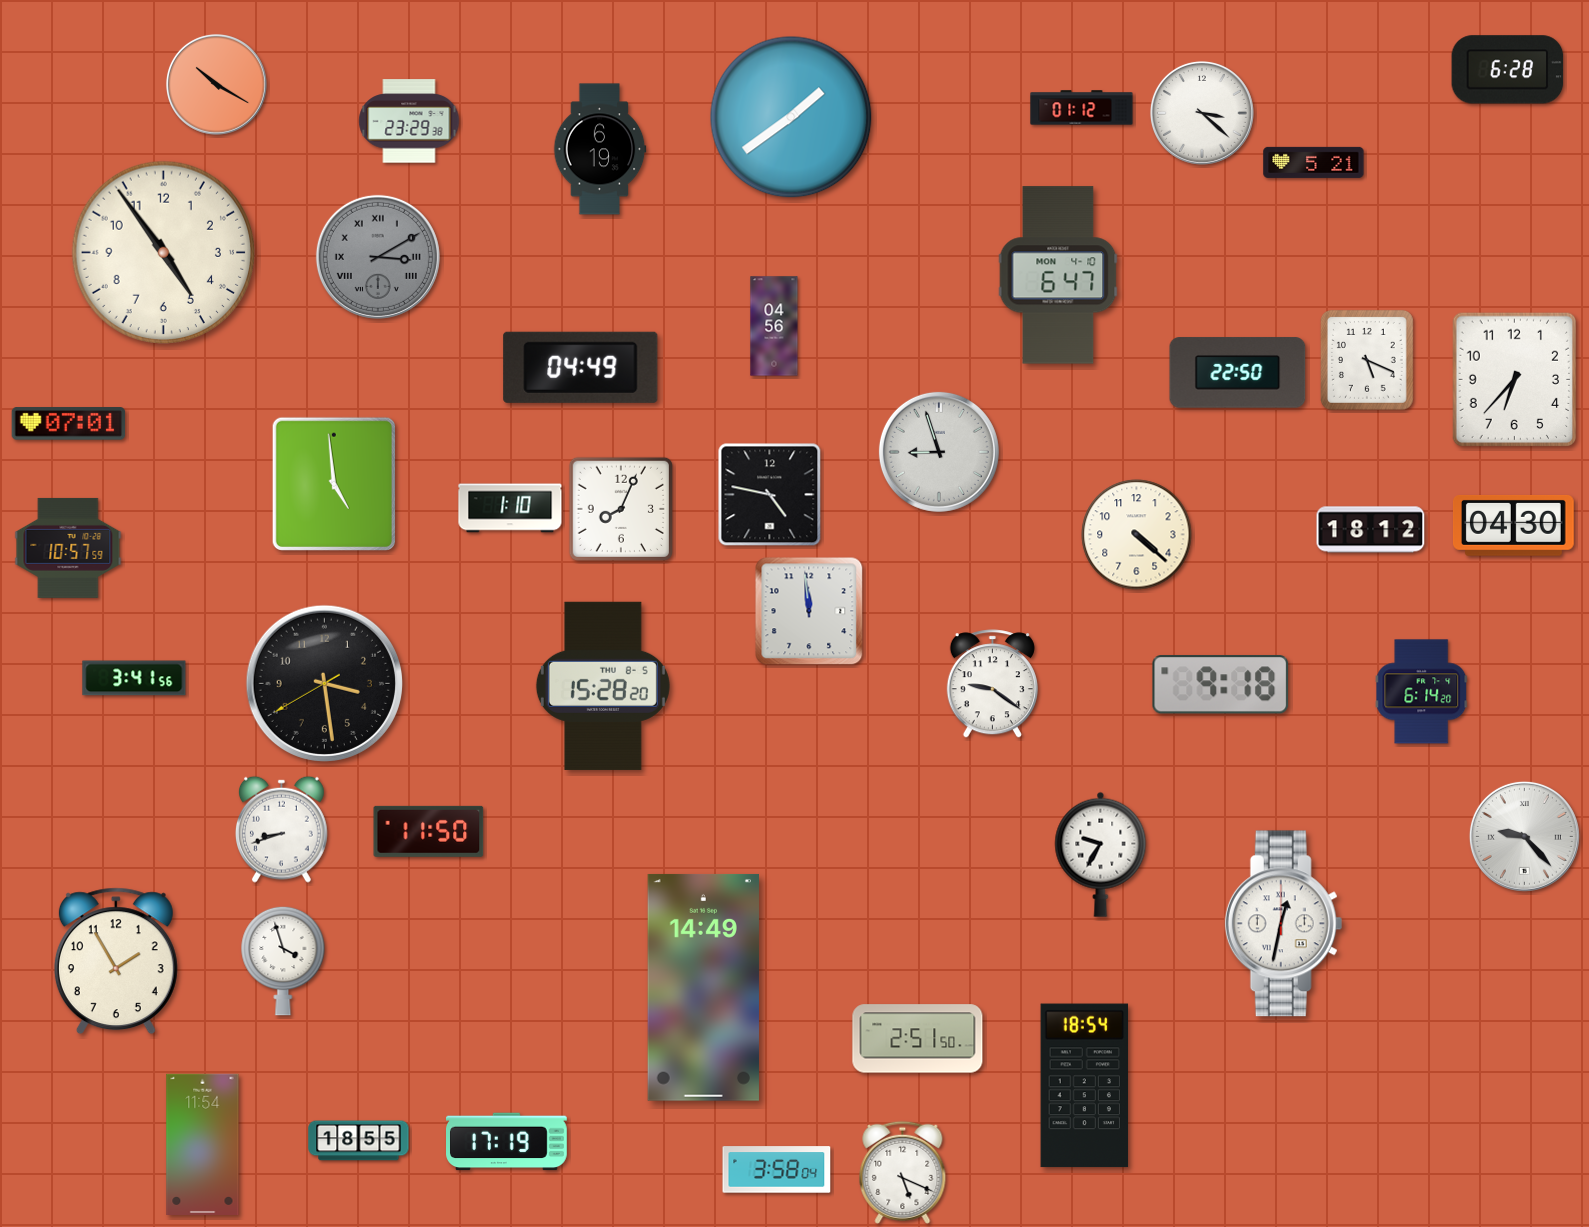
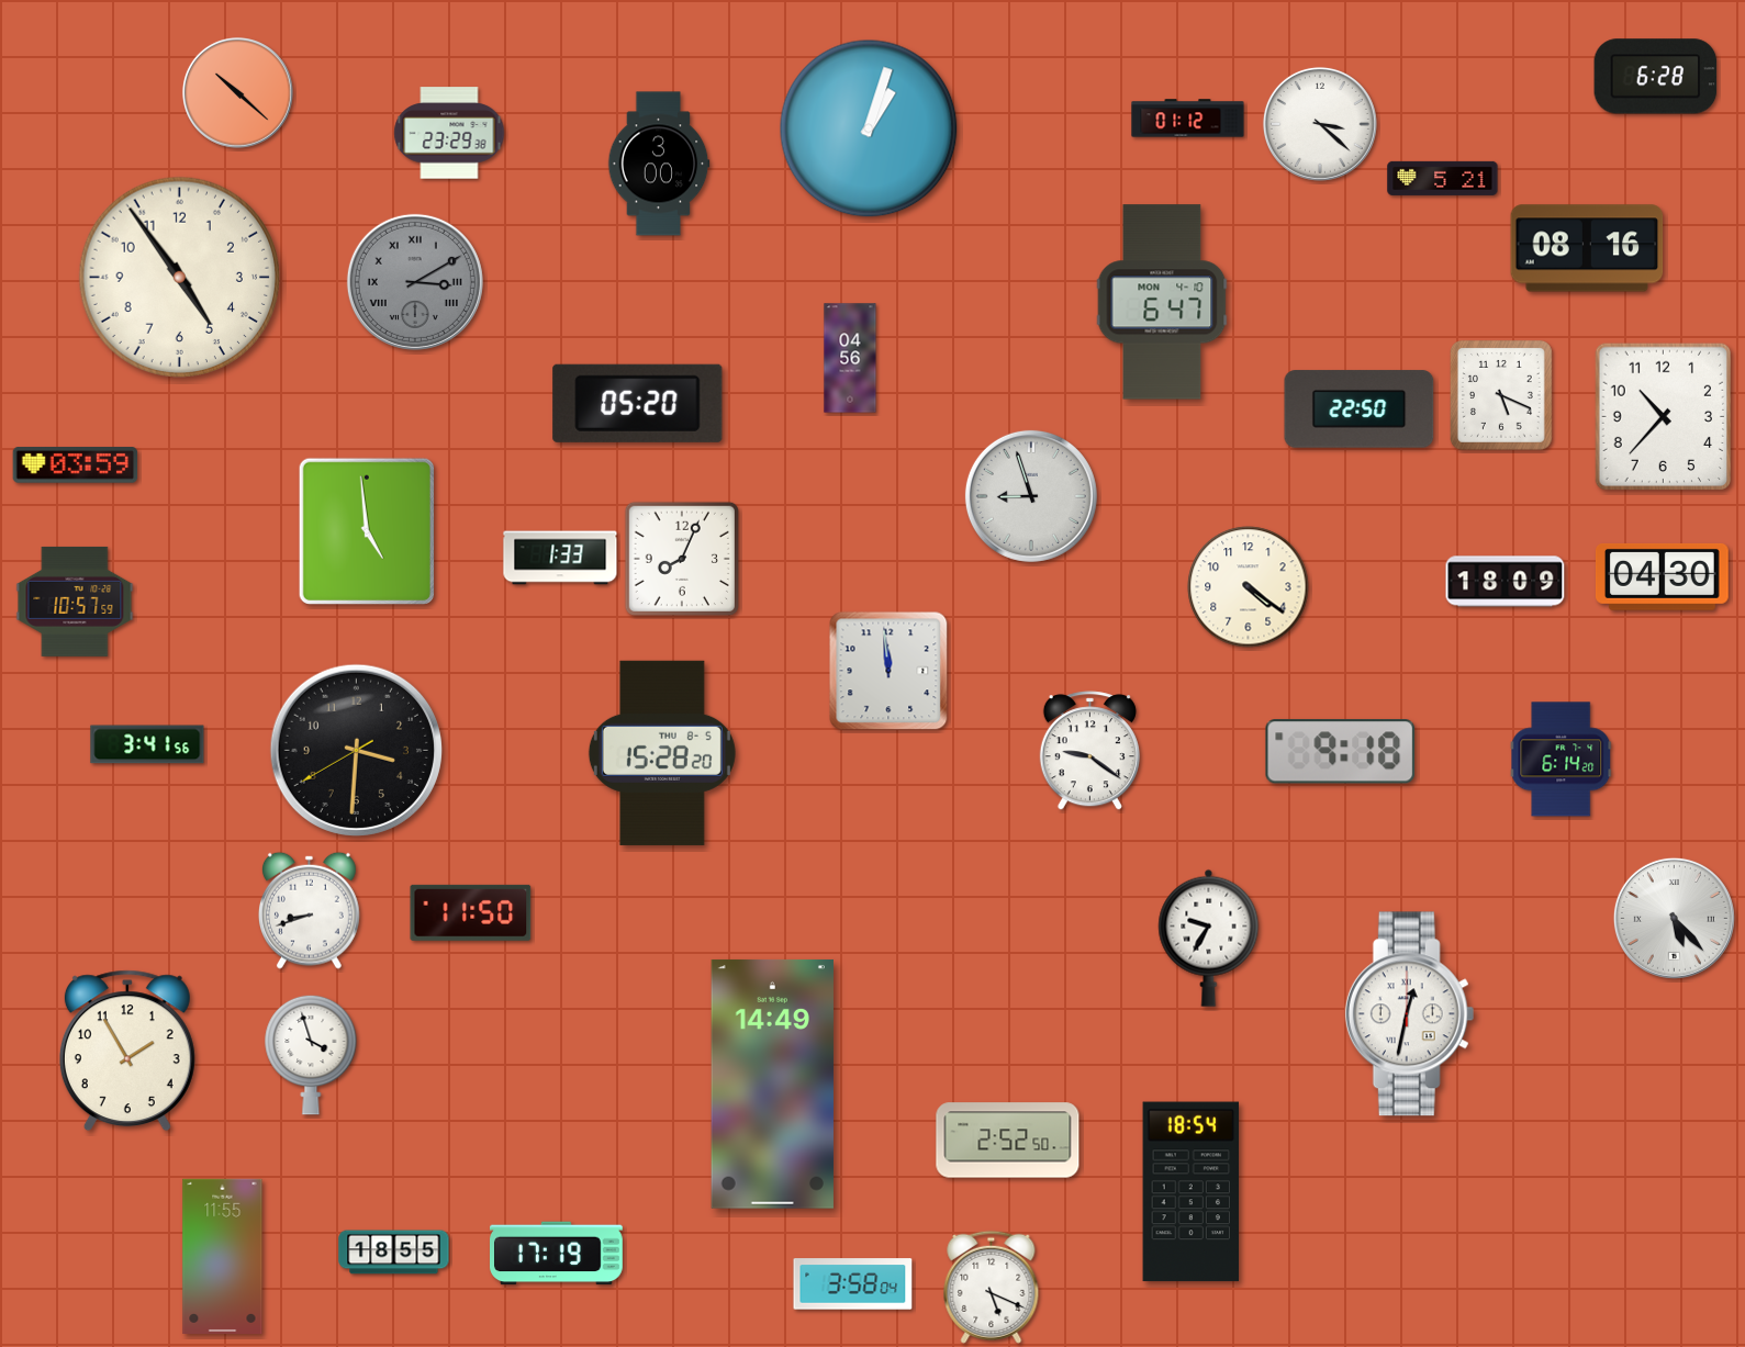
clock at (216, 84): 10:20 -> 10:22
clock at (791, 117): 1:39 -> 1:03
clock at (600, 149): 6:19 -> 3:00
clock at (1587, 248): none -> 08:16
clock at (581, 367): 04:49 -> 05:20
clock at (1514, 380): 6:37 -> 10:37
clock at (69, 424): 07:01 -> 03:59
clock at (770, 495): 4:47 -> none
clock at (510, 508): 1:10 -> 1:33
clock at (1371, 530): 18:12 -> 18:09
clock at (1137, 535): 4:22 -> 4:21
clock at (324, 683): 3:28 -> 3:30
clock at (1524, 836): 9:23 -> 5:23
clock at (116, 961) position: (116, 961) -> (127, 1051)
clock at (918, 1039): 2:51 -> 2:52
clock at (203, 1144): 11:54 -> 11:55
